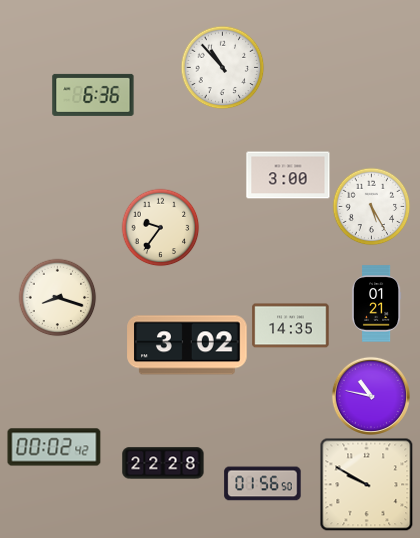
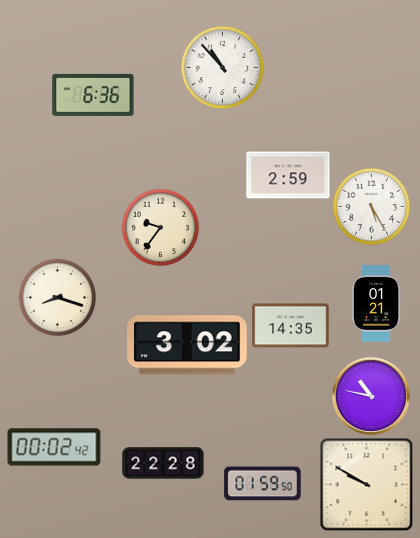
clock at (288, 175): 3:00 -> 2:59
clock at (263, 484): 01:56 -> 01:59
